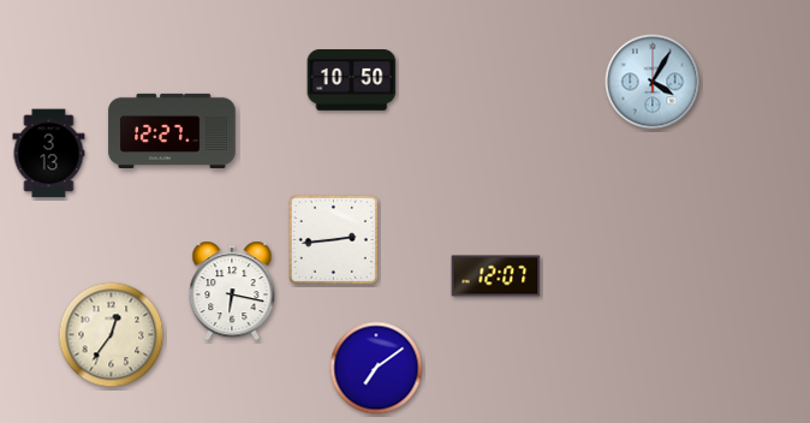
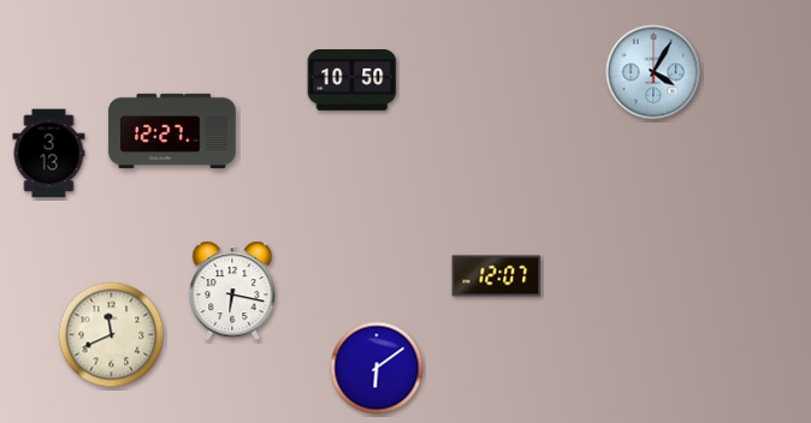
clock at (653, 82) position: (653, 82) -> (653, 72)
clock at (333, 239): 2:44 -> none
clock at (112, 335): 12:36 -> 11:41
clock at (376, 368): 7:09 -> 6:09
